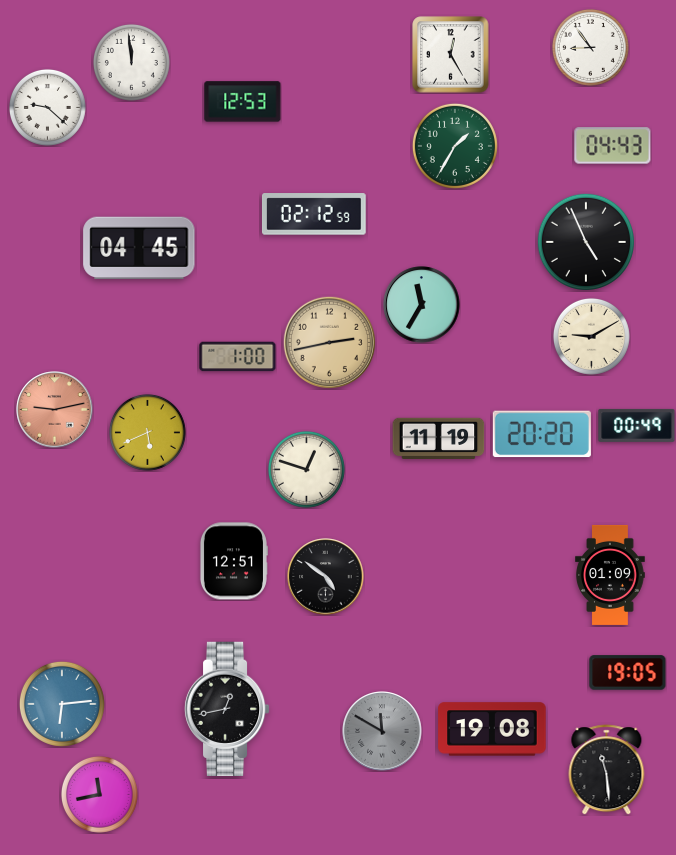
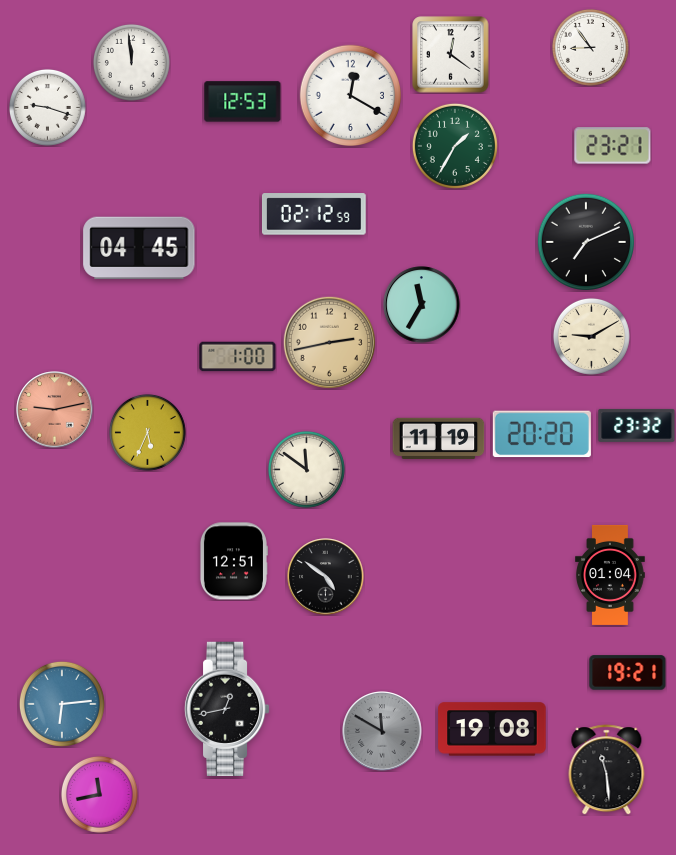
clock at (451, 55): 12:25 -> 12:21
clock at (350, 95): none -> 12:20
clock at (47, 107): 9:22 -> 9:18
clock at (613, 146): 04:43 -> 23:21
clock at (586, 242): 4:56 -> 7:11
clock at (637, 425): 00:49 -> 23:32
clock at (147, 432): 5:41 -> 5:34
clock at (306, 469): 12:48 -> 11:51
clock at (610, 575): 01:09 -> 01:04
clock at (628, 673): 19:05 -> 19:21
